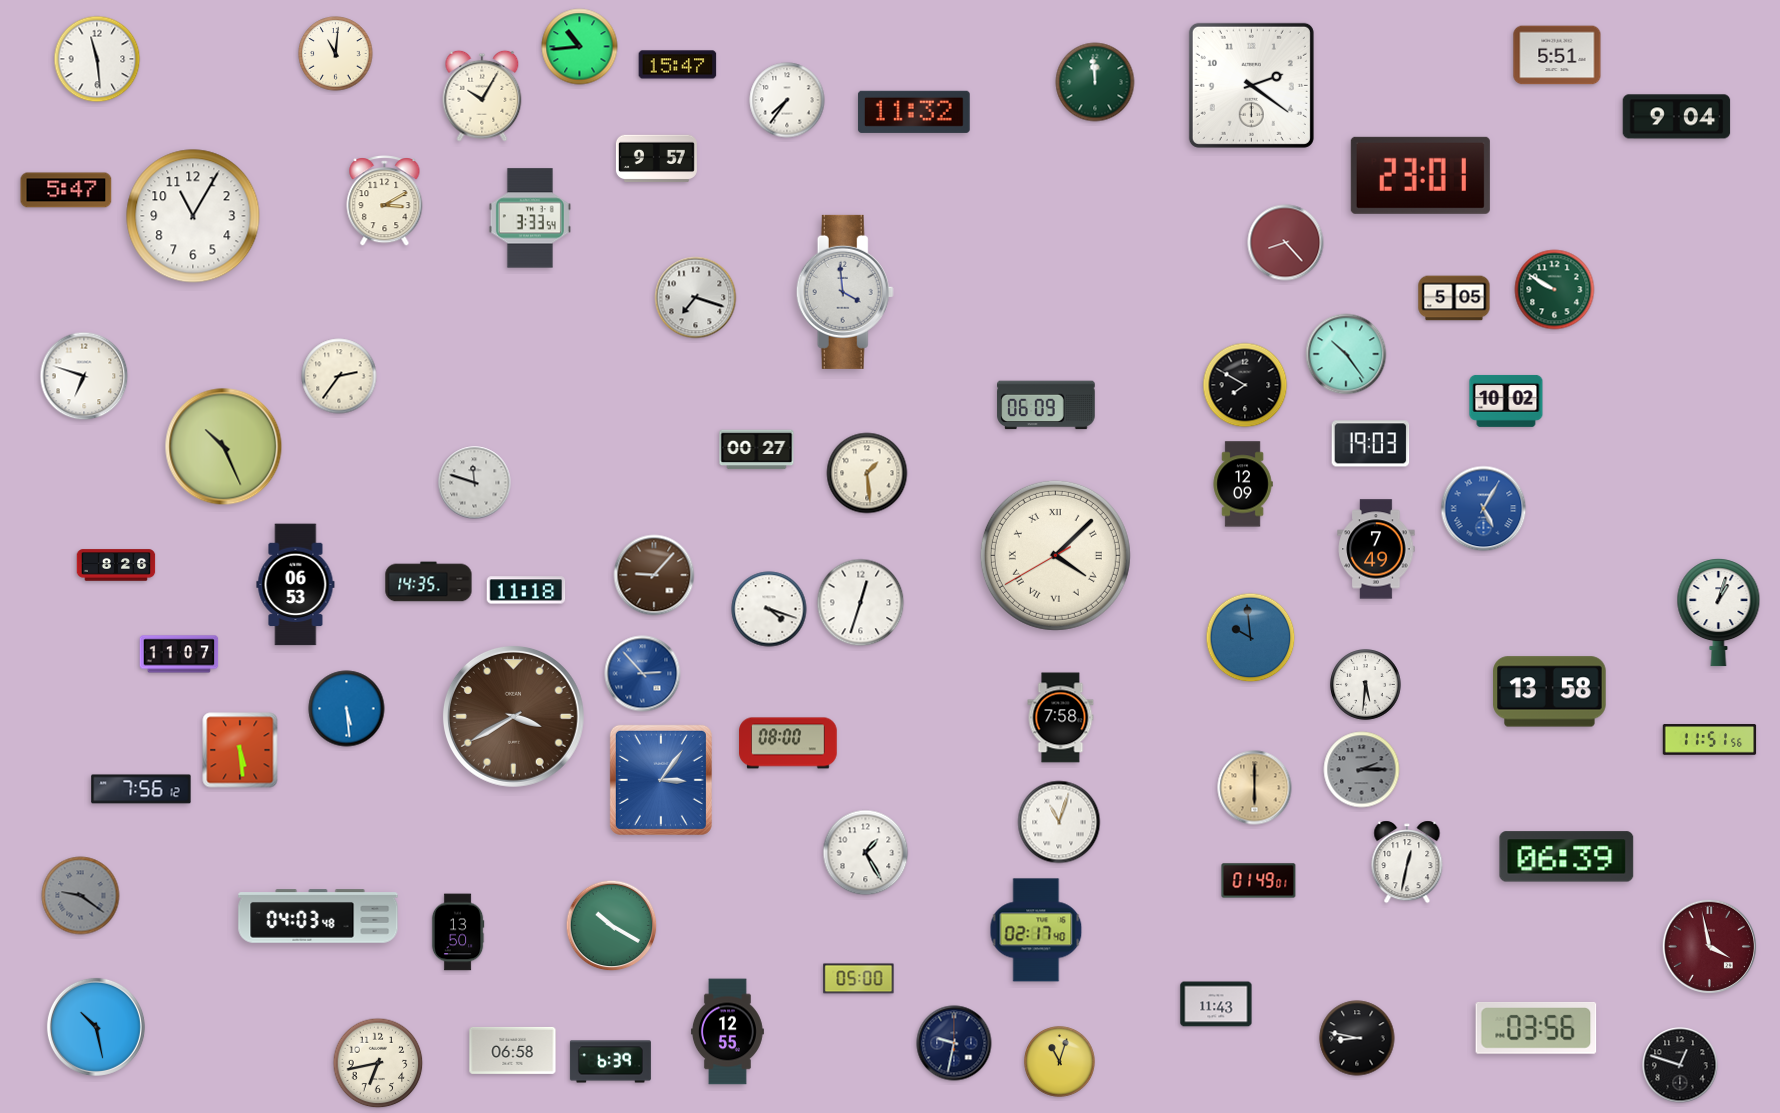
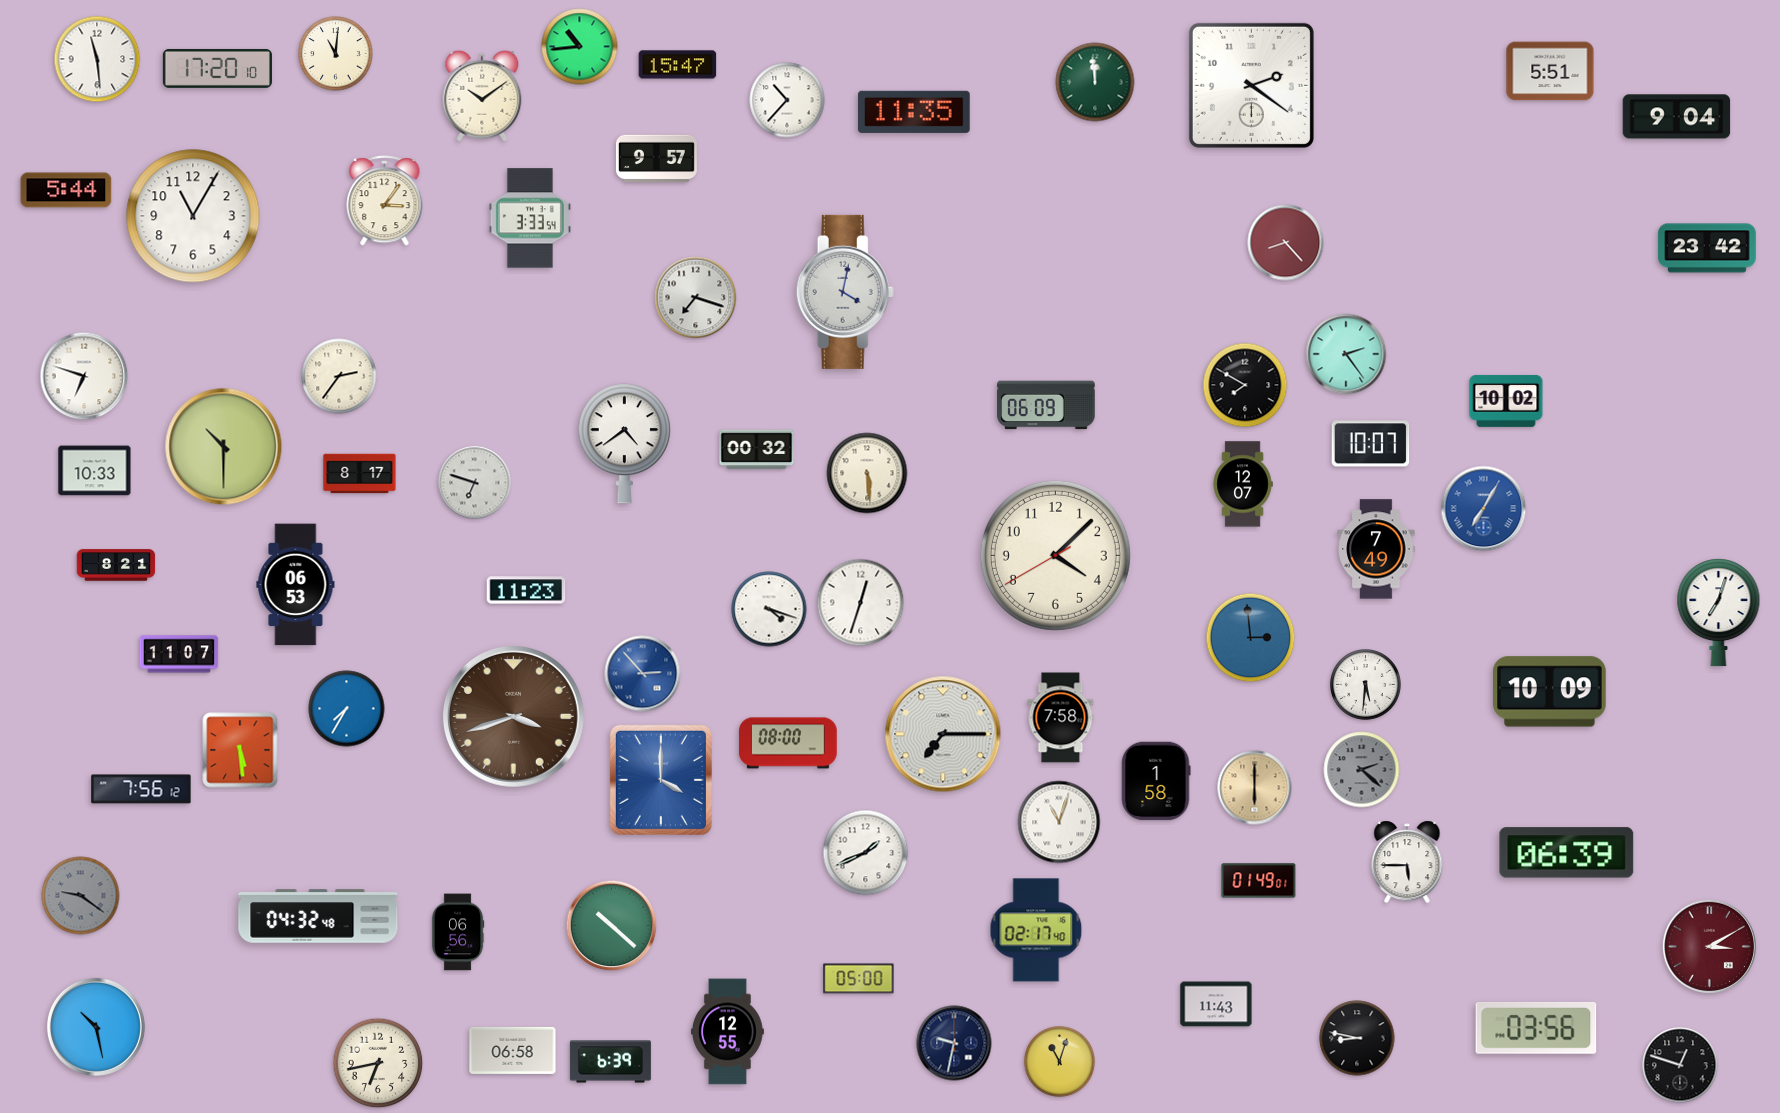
clock at (1557, 55) position: (1557, 55) -> (1550, 71)
clock at (217, 68): none -> 17:20
clock at (482, 96): 10:05 -> 10:09
clock at (787, 100): 7:36 -> 10:37
clock at (914, 112): 11:32 -> 11:35
clock at (1420, 175): 23:01 -> none
clock at (66, 190): 5:47 -> 5:44
clock at (385, 201): 3:10 -> 3:06
clock at (1707, 248): none -> 23:42
clock at (1555, 290): 9:50 -> none
clock at (845, 292): 3:59 -> 4:02
clock at (1454, 298): 5:05 -> none
clock at (1346, 354): 10:24 -> 2:24
clock at (624, 444): none -> 4:39
clock at (1371, 444): 19:03 -> 10:07
clock at (224, 447): 10:26 -> 10:30
clock at (757, 450): 00:27 -> 00:32
clock at (95, 471): none -> 10:33
clock at (867, 473): 1:29 -> 5:29
clock at (360, 474): none -> 8:17
clock at (475, 483): 11:48 -> 6:48
clock at (1243, 484): 12:09 -> 12:07
clock at (1484, 509): 5:05 -> 7:05
clock at (1055, 555) numerals: Roman -> Arabic
clock at (116, 565): 8:26 -> 8:21
clock at (654, 575): 9:07 -> none
clock at (429, 582): 14:35 -> none
clock at (526, 590): 11:18 -> 11:23
clock at (1719, 613): 1:03 -> 7:03
clock at (1251, 638): 9:59 -> 2:59
clock at (1550, 692): 13:58 -> 10:09
clock at (347, 709): 5:29 -> 7:35
clock at (513, 716): 3:40 -> 3:42
clock at (943, 734): none -> 7:15
clock at (1710, 740): 11:51 -> none
clock at (1362, 770): 2:15 -> 2:22
clock at (661, 780): 3:06 -> 4:00
clock at (1156, 781): none -> 1:58
clock at (866, 853): 1:25 -> 1:41
clock at (1567, 857) position: (1567, 857) -> (1567, 853)
clock at (1407, 862): 12:32 -> 5:45
clock at (318, 916): 04:03 -> 04:32
clock at (612, 926): 10:20 -> 10:22
clock at (458, 932): 13:50 -> 06:56
clock at (1709, 946): 3:58 -> 3:10
